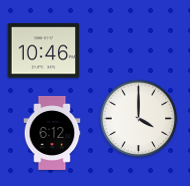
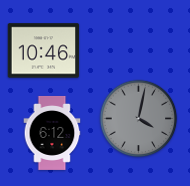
clock at (139, 119): 4:00 -> 4:02
clock at (139, 119) dial: white -> grey
